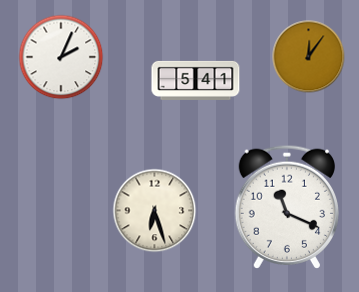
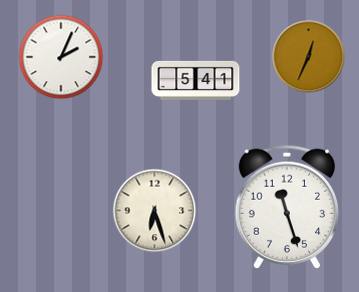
clock at (309, 57): 12:06 -> 12:34
clock at (286, 207): 11:19 -> 11:27
